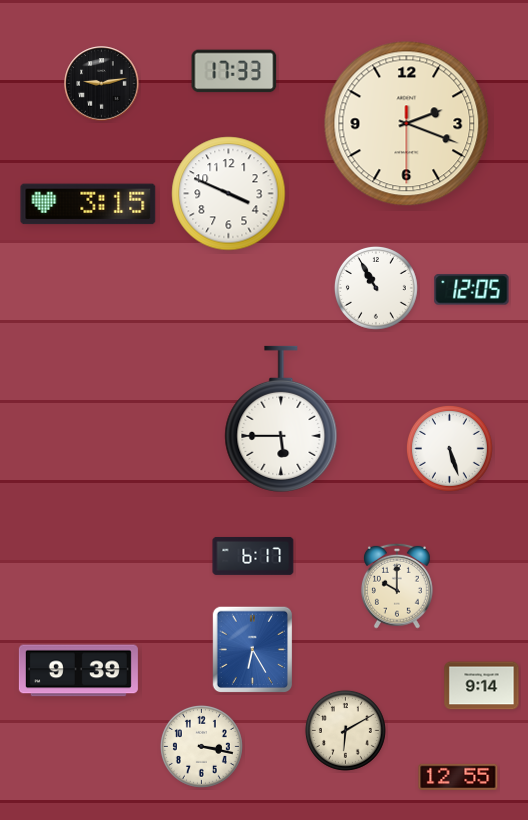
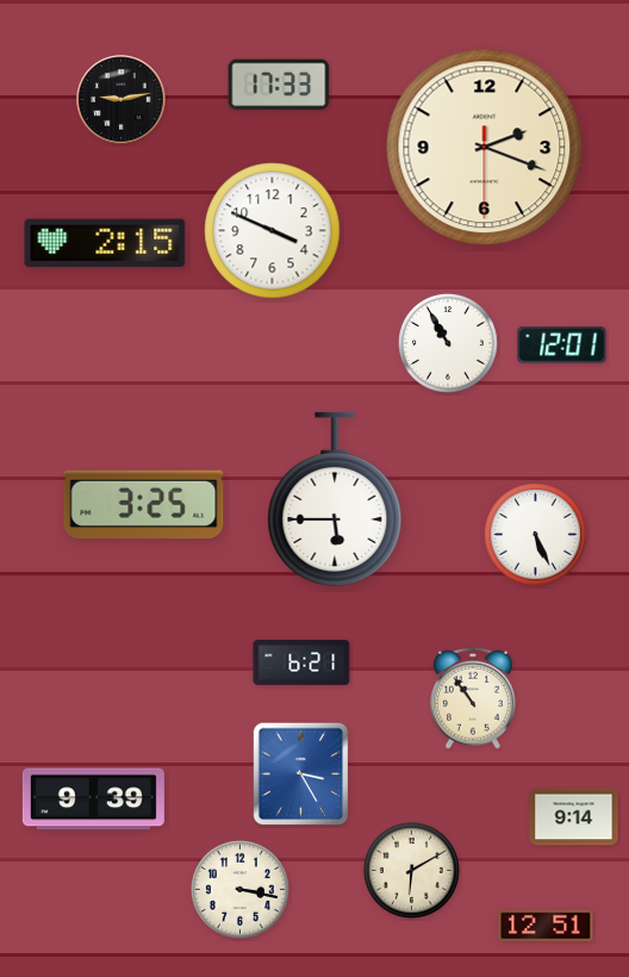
clock at (88, 204): 3:15 -> 2:15
clock at (472, 290): 12:05 -> 12:01
clock at (144, 504): none -> 3:25
clock at (450, 449): 5:27 -> 5:26
clock at (253, 556): 6:17 -> 6:21
clock at (397, 586): 10:00 -> 10:54
clock at (253, 650): 6:25 -> 3:25
clock at (458, 777): 12:55 -> 12:51
